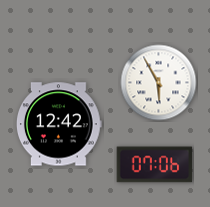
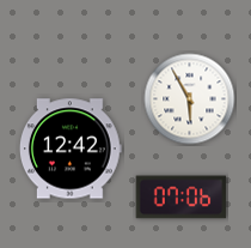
clock at (155, 165) position: (155, 165) -> (182, 198)
